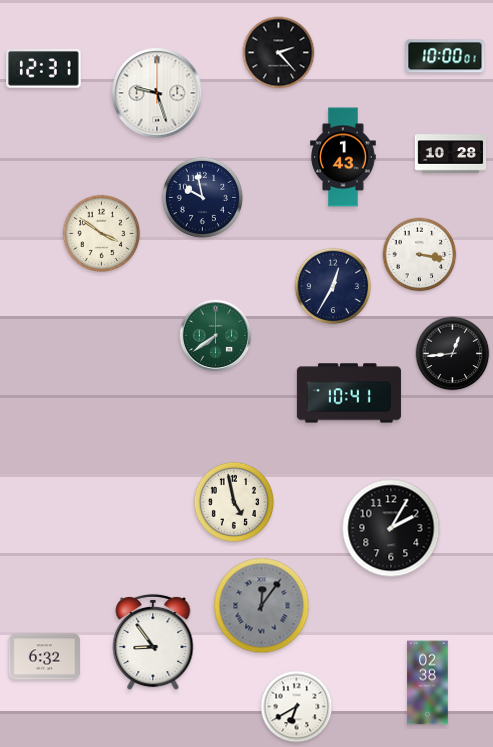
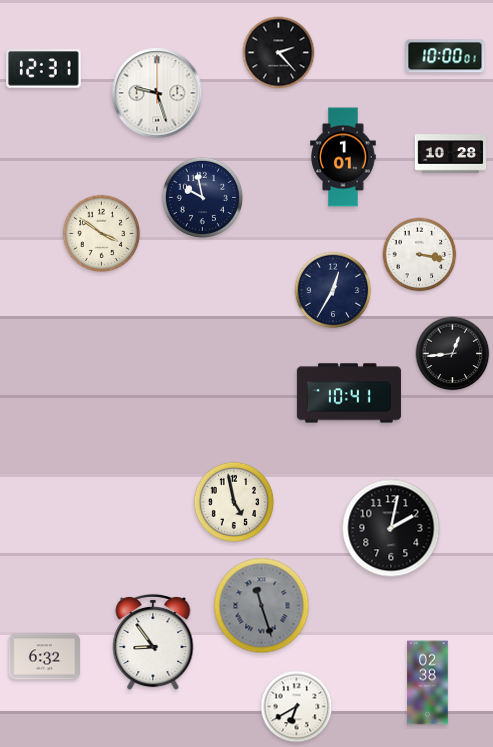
clock at (343, 157): 1:43 -> 1:01
clock at (333, 286) position: (333, 286) -> (333, 290)
clock at (216, 336): 7:39 -> none
clock at (391, 528): 2:05 -> 2:02
clock at (262, 606): 12:06 -> 11:27
